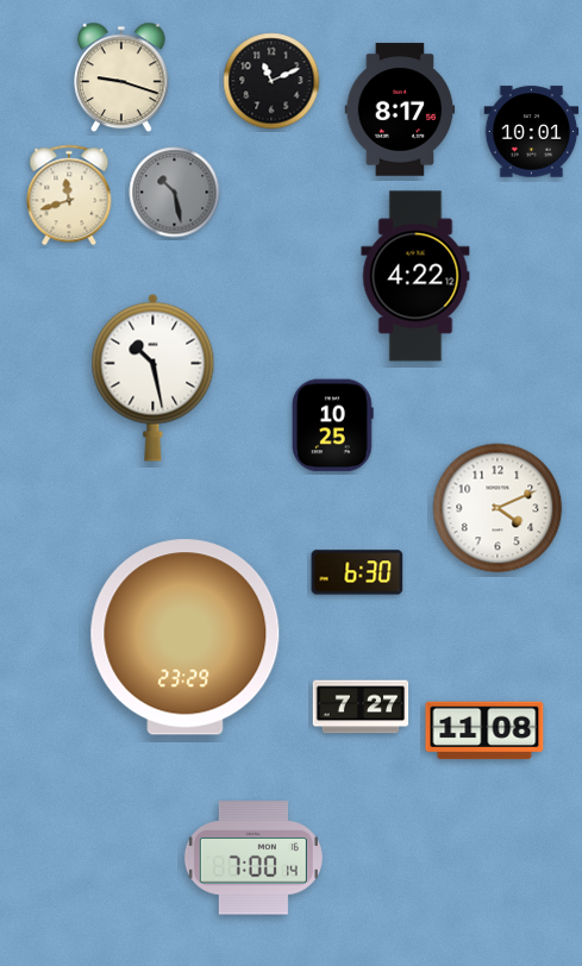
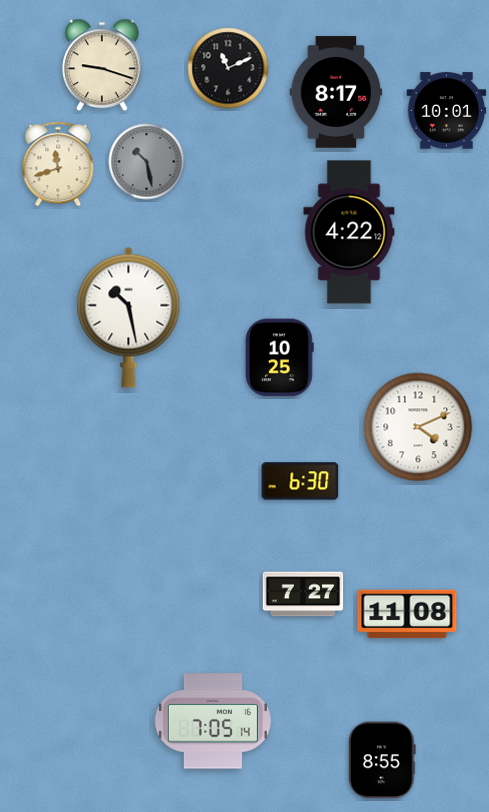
clock at (186, 638): 23:29 -> none
clock at (254, 858): 7:00 -> 7:05
clock at (382, 760): none -> 8:55
